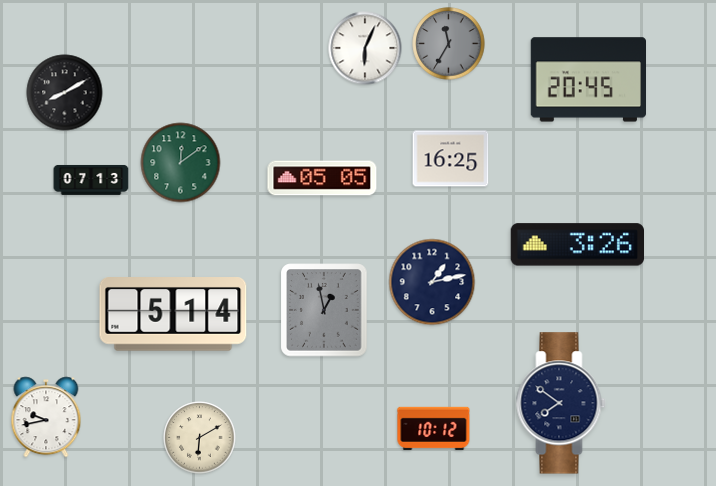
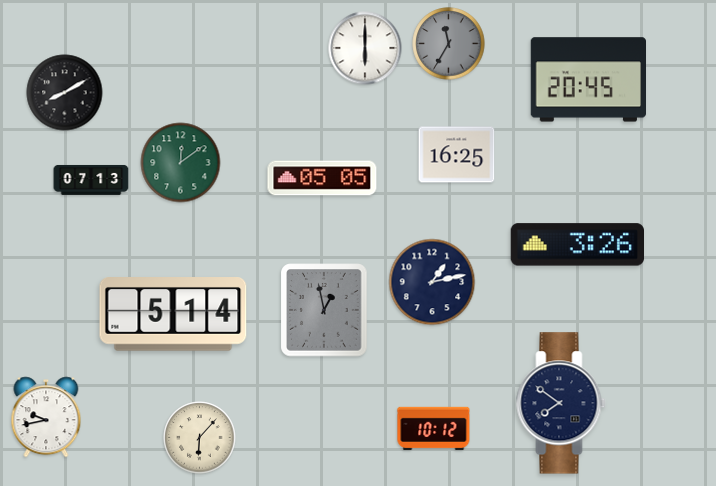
clock at (365, 48): 6:04 -> 6:00
clock at (451, 159) position: (451, 159) -> (457, 155)
clock at (200, 438): 6:10 -> 6:07
